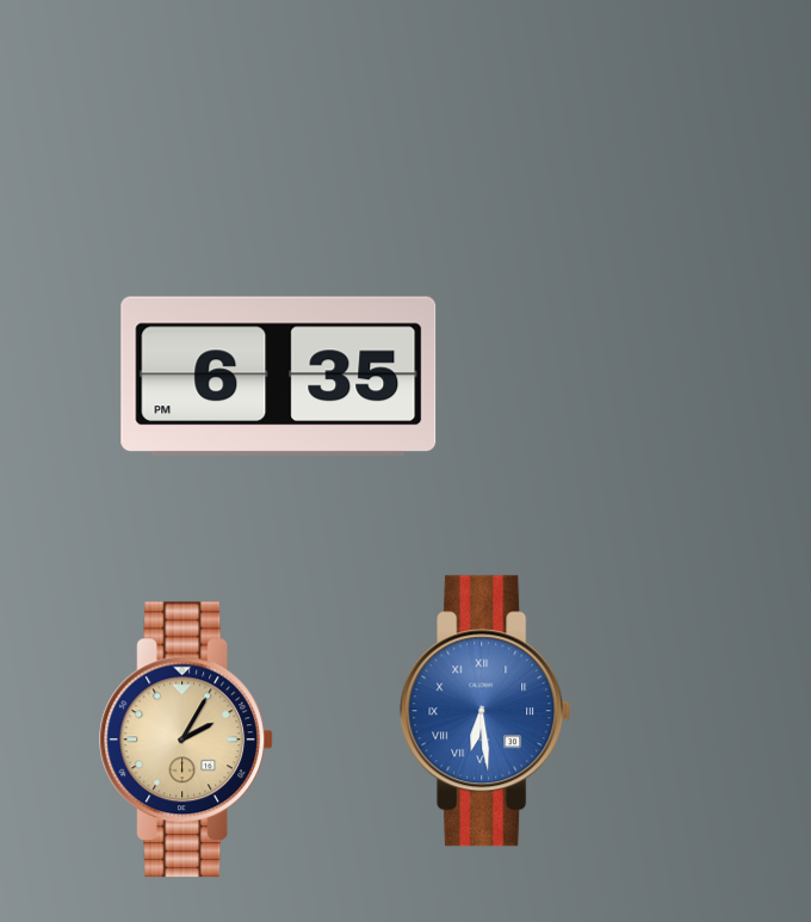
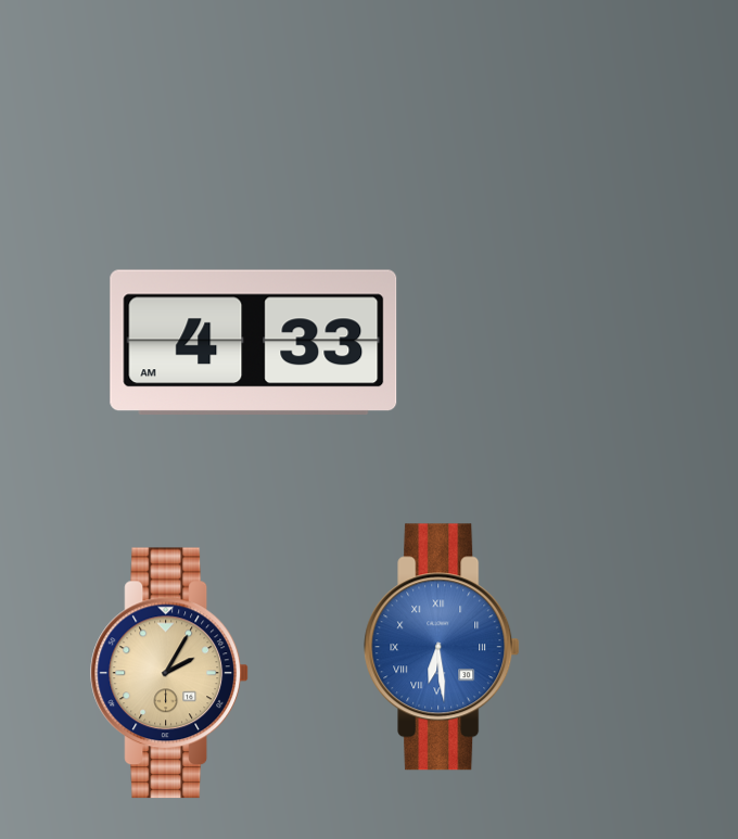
clock at (279, 376): 6:35 -> 4:33
